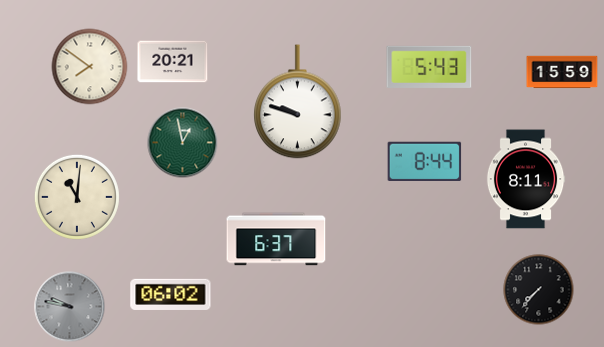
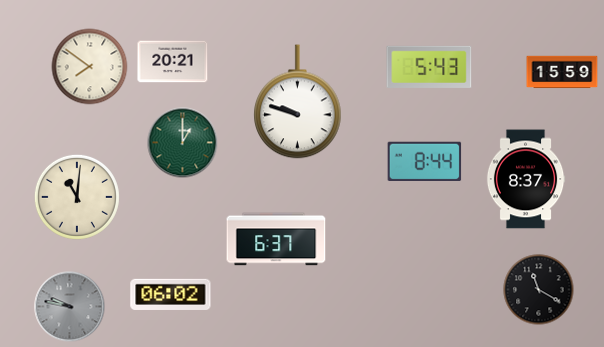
clock at (183, 143): 12:58 -> 1:00
clock at (526, 179): 8:11 -> 8:37
clock at (539, 290): 7:37 -> 11:20
